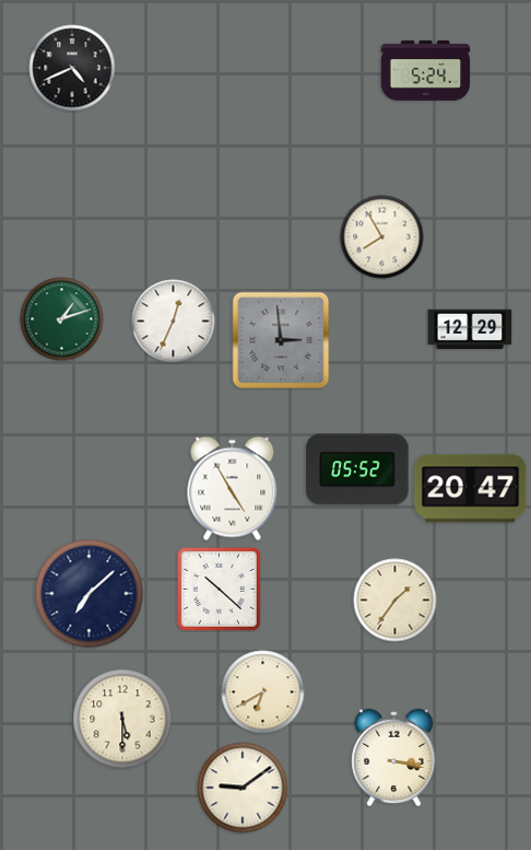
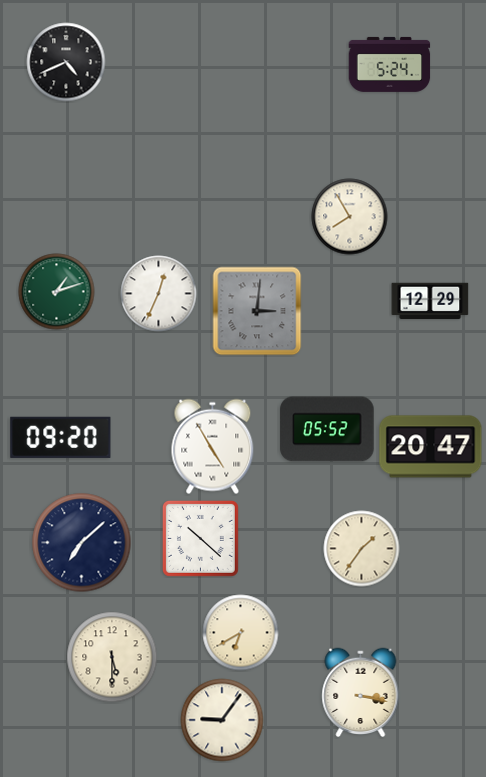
clock at (281, 340): 2:59 -> 3:01
clock at (61, 437): none -> 09:20
clock at (243, 788): 9:09 -> 9:06
